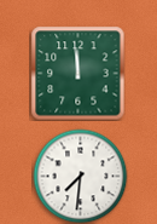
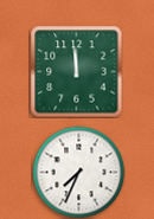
clock at (80, 176): 7:31 -> 7:34
